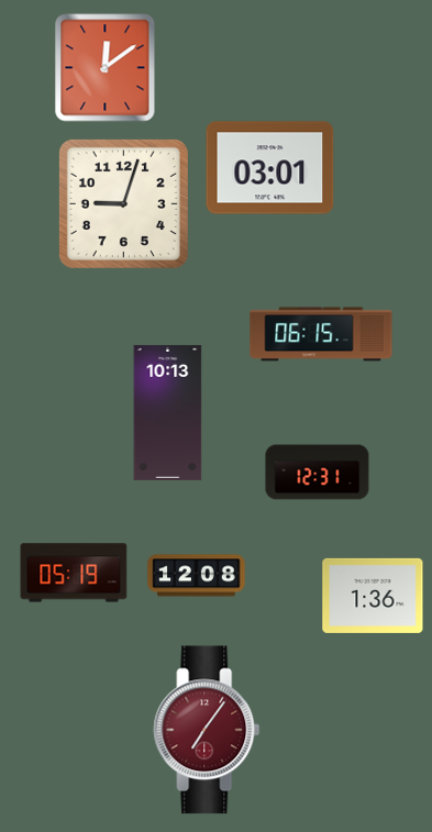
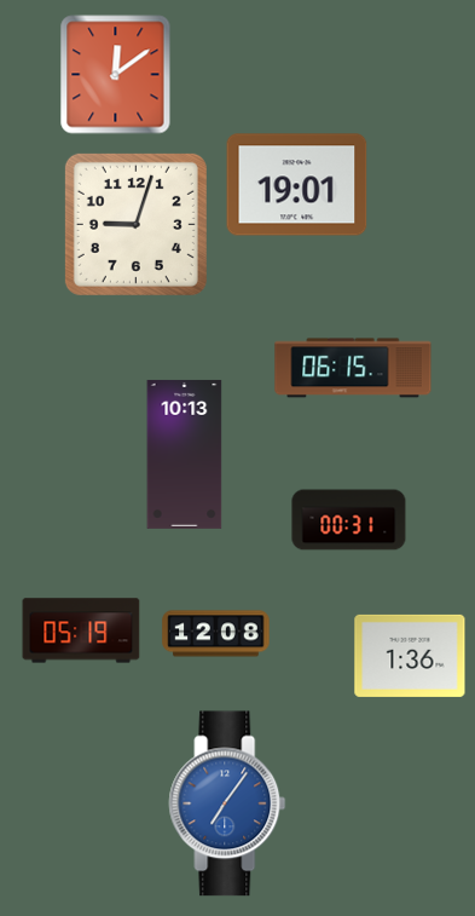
clock at (270, 168): 03:01 -> 19:01
clock at (318, 473): 12:31 -> 00:31
clock at (207, 730) dial: burgundy -> blue
